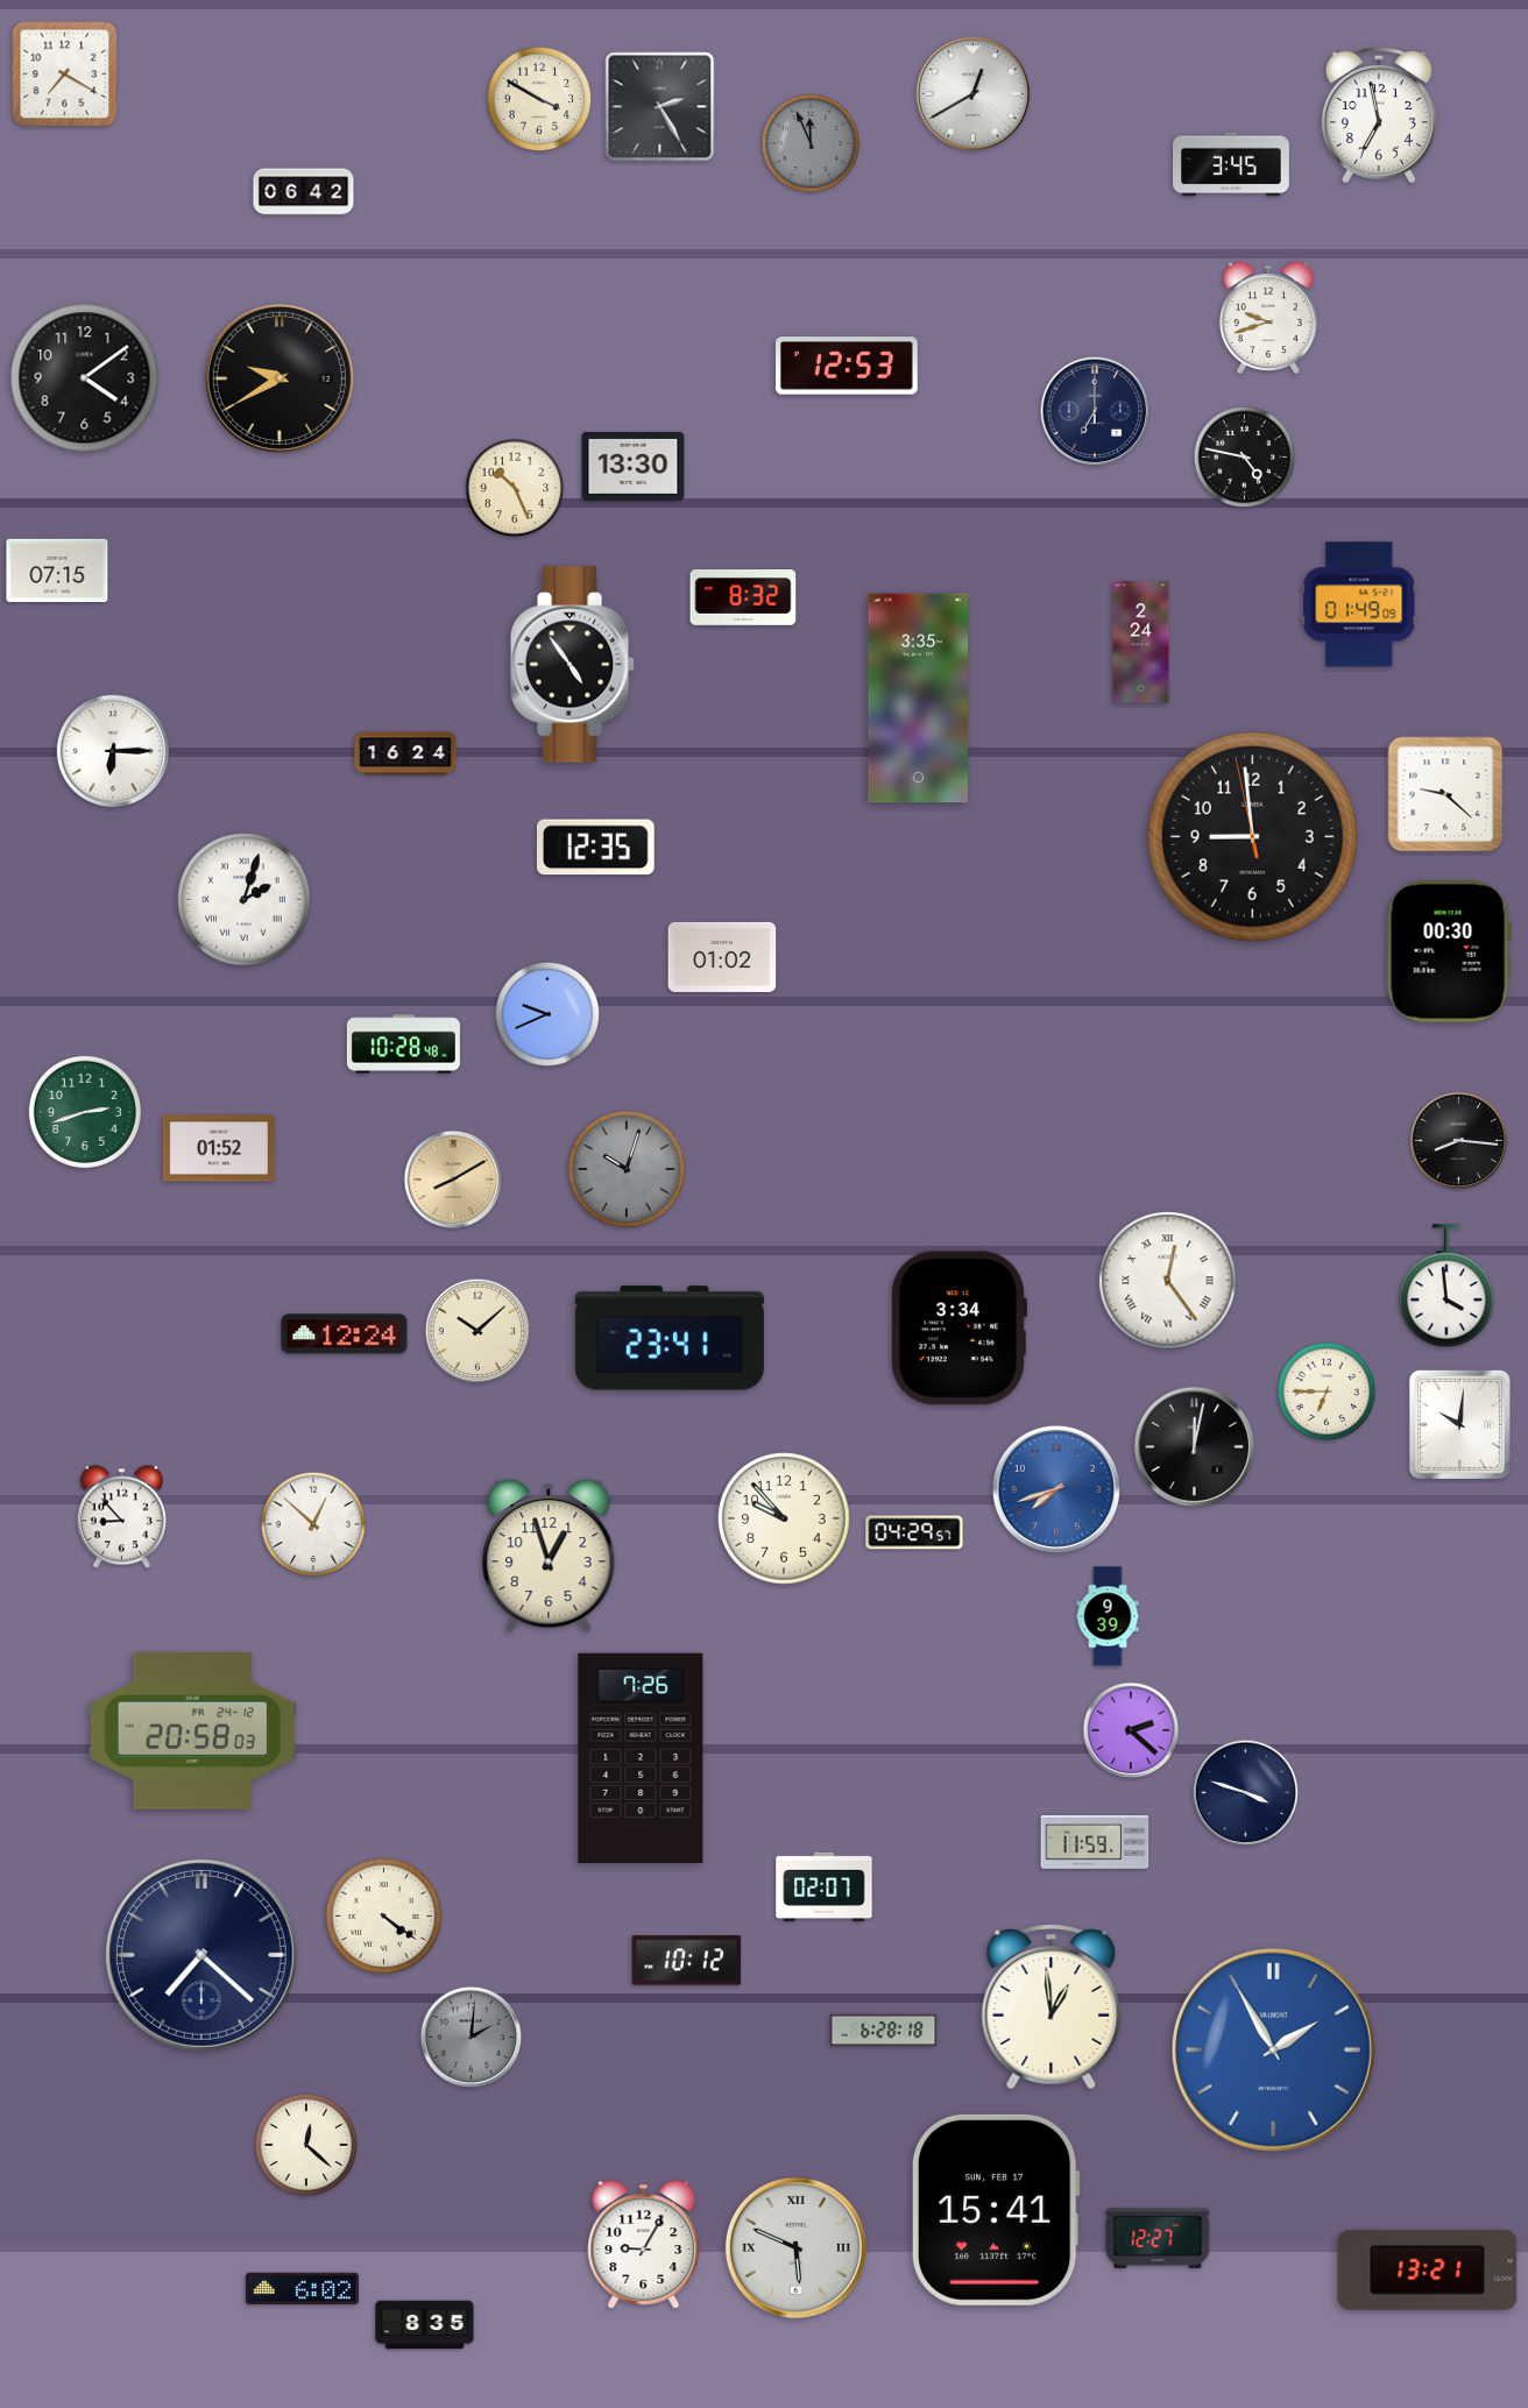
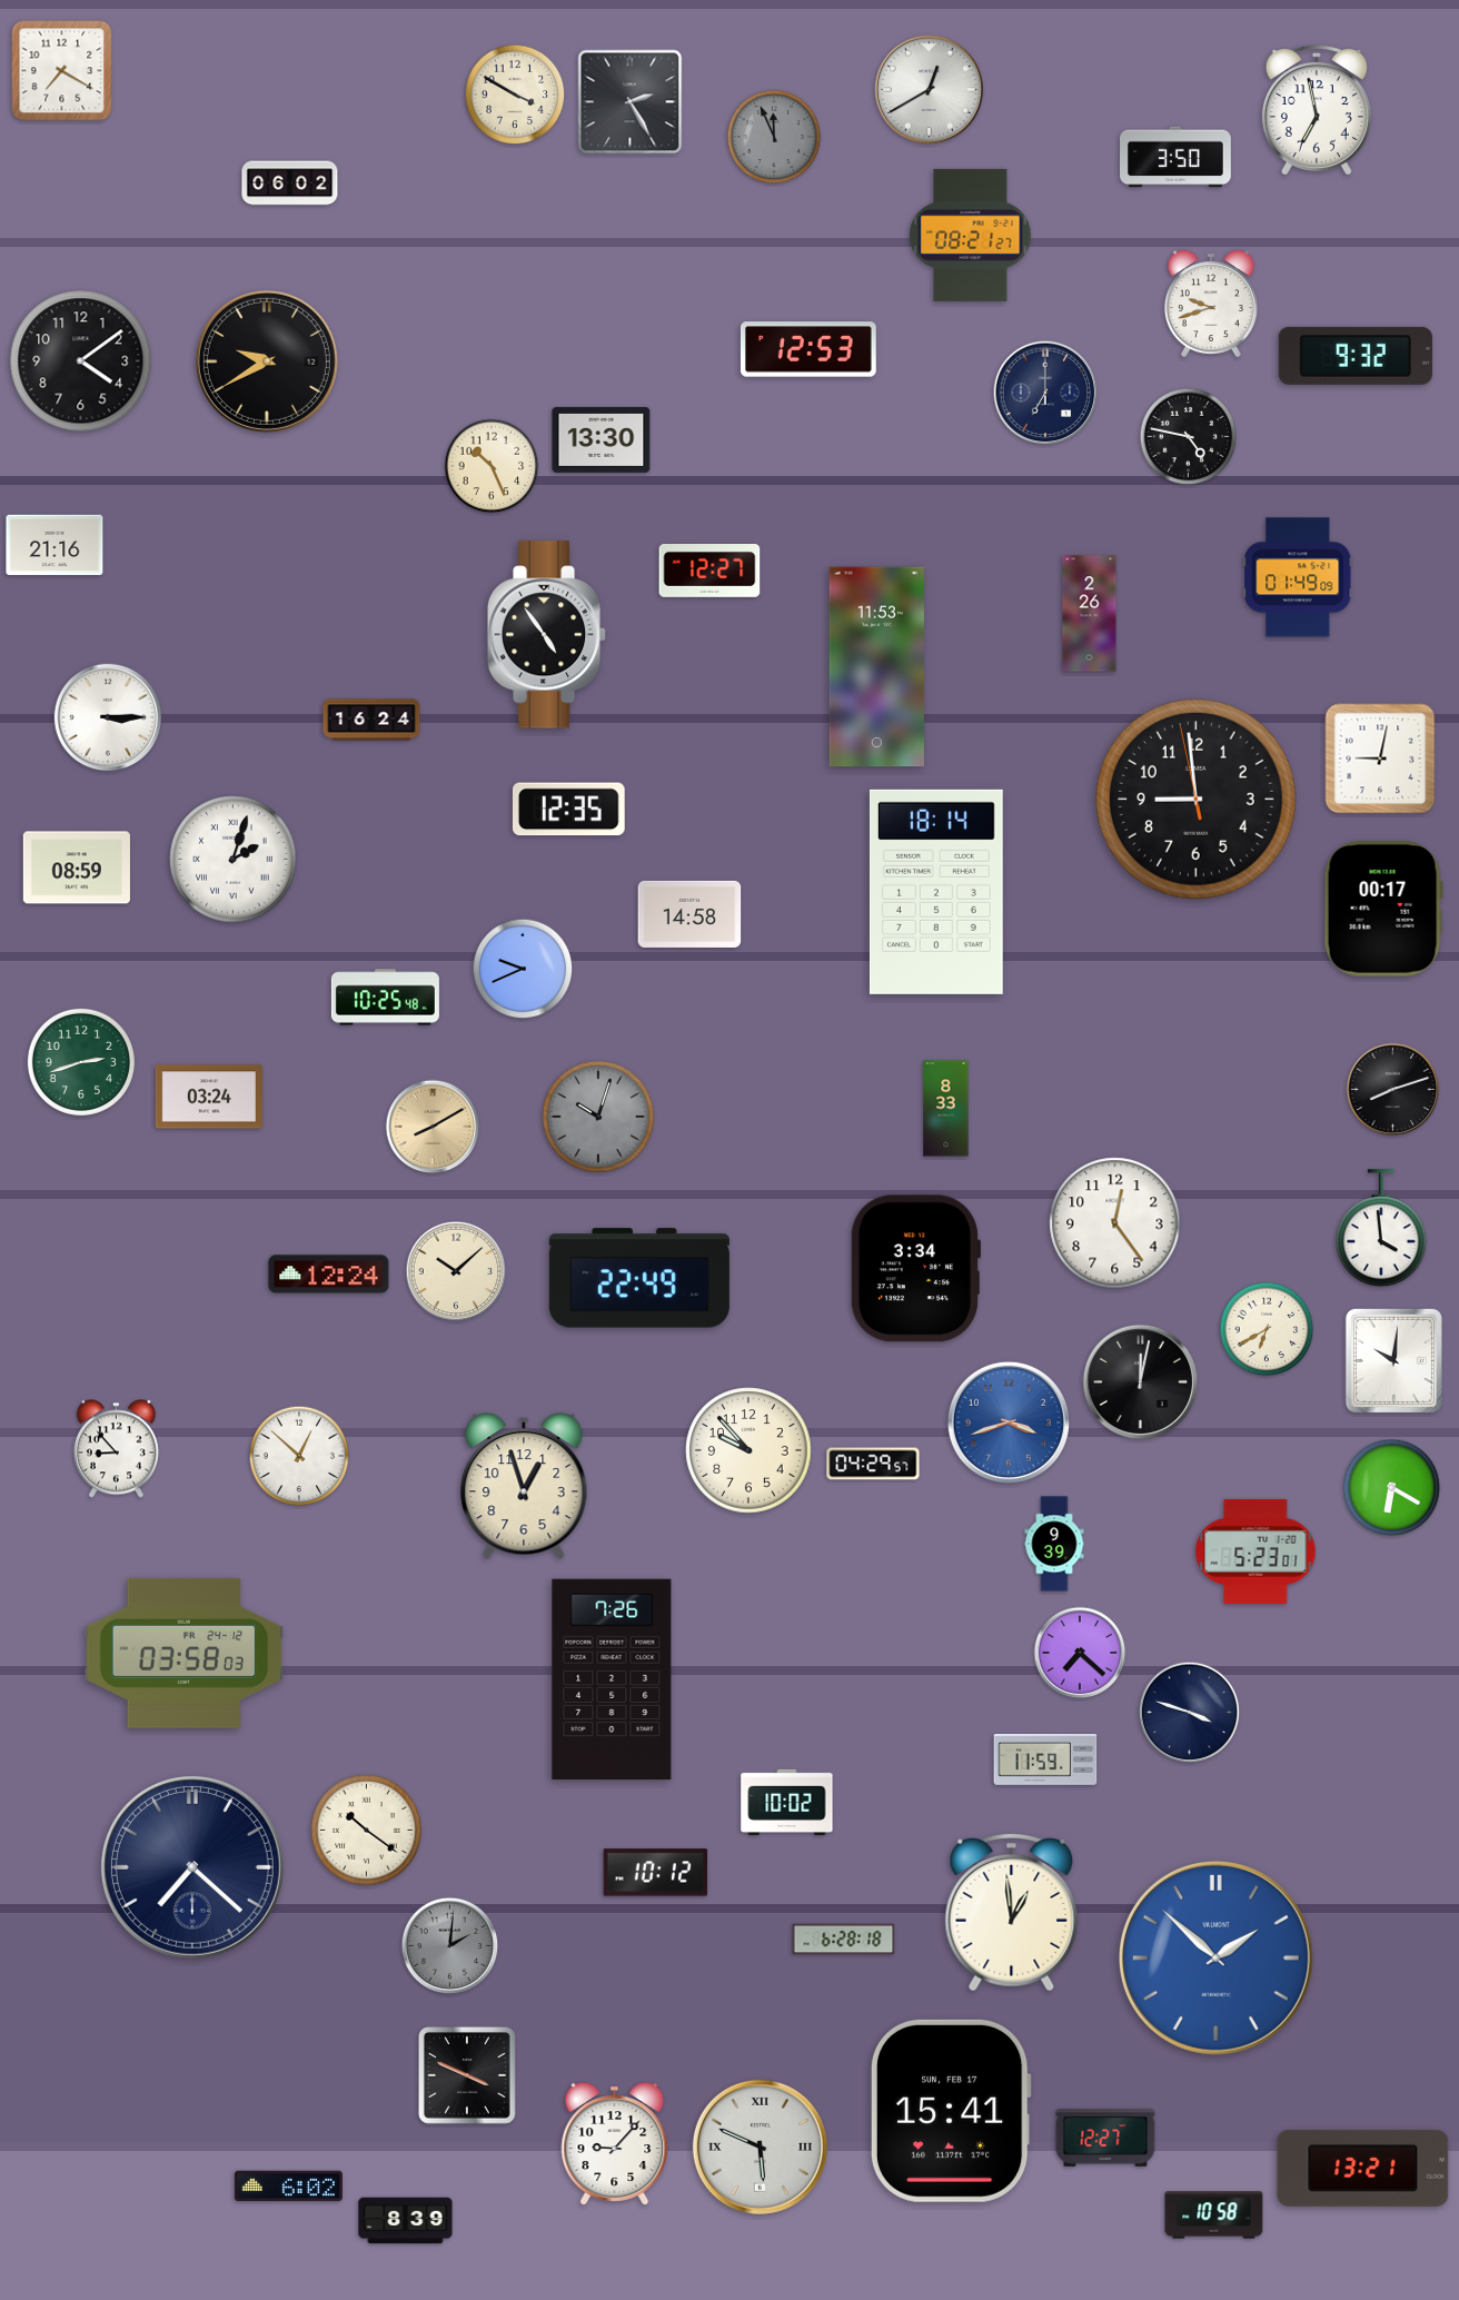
clock at (1231, 164): 3:45 -> 3:50
clock at (304, 192): 06:42 -> 06:02
clock at (971, 235): none -> 08:21
clock at (1356, 356): none -> 9:32
clock at (634, 466) position: (634, 466) -> (602, 439)
clock at (57, 571): 07:15 -> 21:16
clock at (743, 599): 8:32 -> 12:27
clock at (1141, 643): 2:24 -> 2:26
clock at (918, 699): 3:35 -> 11:53
clock at (113, 751): 6:15 -> 3:15
clock at (405, 753) position: (405, 753) -> (371, 720)
clock at (1445, 794): 9:22 -> 9:02
clock at (77, 868): none -> 08:59
clock at (936, 892): none -> 18:14
clock at (1449, 951): 00:30 -> 00:17
clock at (722, 957): 01:02 -> 14:58
clock at (403, 1044): 10:28 -> 10:25
clock at (1459, 1141): 8:16 -> 8:12
clock at (219, 1148): 01:52 -> 03:24
clock at (946, 1109): none -> 8:33
clock at (1168, 1281) numerals: Roman -> Arabic
clock at (670, 1338): 23:41 -> 22:49
clock at (1327, 1391): 6:45 -> 6:40
clock at (1056, 1489): 7:42 -> 3:42
clock at (1392, 1488): none -> 6:20
clock at (1108, 1616) position: (1108, 1616) -> (1054, 1544)
clock at (1255, 1551): none -> 5:23
clock at (193, 1730): 20:58 -> 03:58
clock at (1131, 1730): 2:22 -> 7:22
clock at (825, 1886): 02:07 -> 10:02
clock at (383, 1915): 4:21 -> 10:21
clock at (1052, 2007) position: (1052, 2007) -> (1012, 1913)
clock at (1273, 2049): 1:55 -> 1:52
clock at (306, 2145): 12:22 -> none
clock at (467, 2075): none -> 3:49
clock at (644, 2245): 9:05 -> 9:07
clock at (1214, 2215): none -> 10:58
clock at (425, 2325): 8:35 -> 8:39
